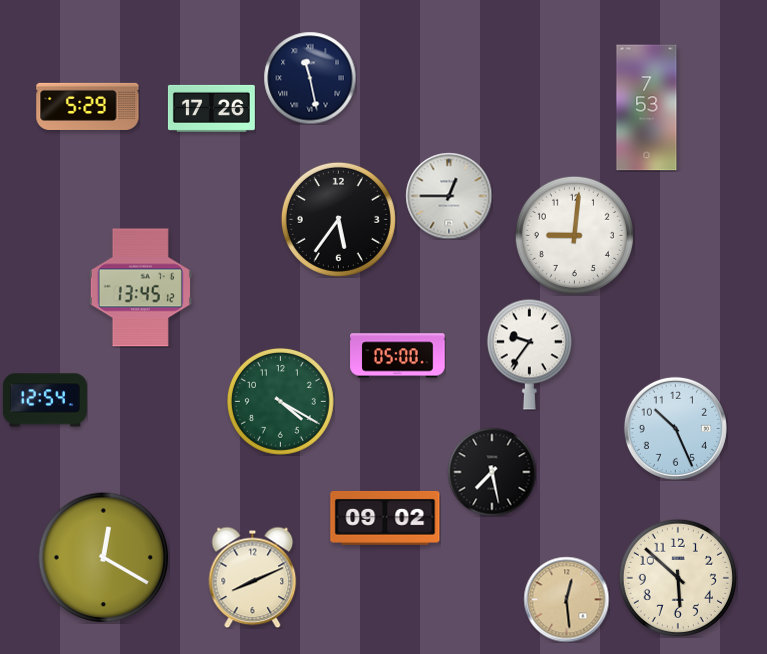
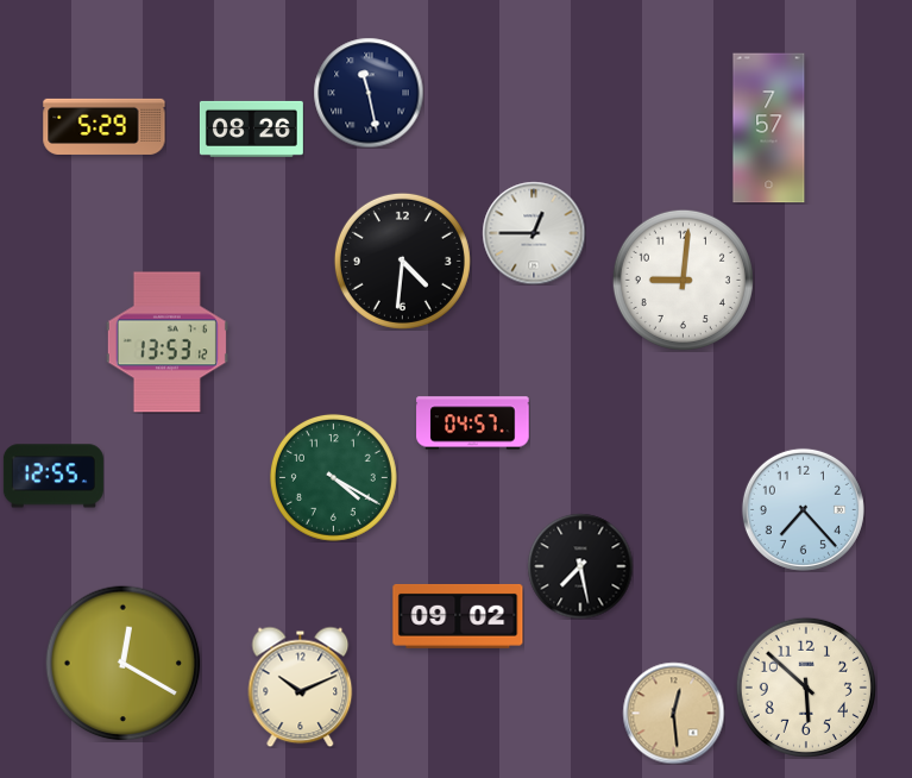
clock at (211, 108): 17:26 -> 08:26
clock at (647, 108): 7:53 -> 7:57
clock at (338, 219): 5:36 -> 4:31
clock at (140, 288): 13:45 -> 13:53
clock at (529, 354): 9:36 -> none
clock at (398, 356): 05:00 -> 04:57
clock at (45, 400): 12:54 -> 12:55
clock at (675, 428): 10:26 -> 7:23
clock at (492, 472) position: (492, 472) -> (580, 566)
clock at (253, 577): 8:11 -> 10:11
